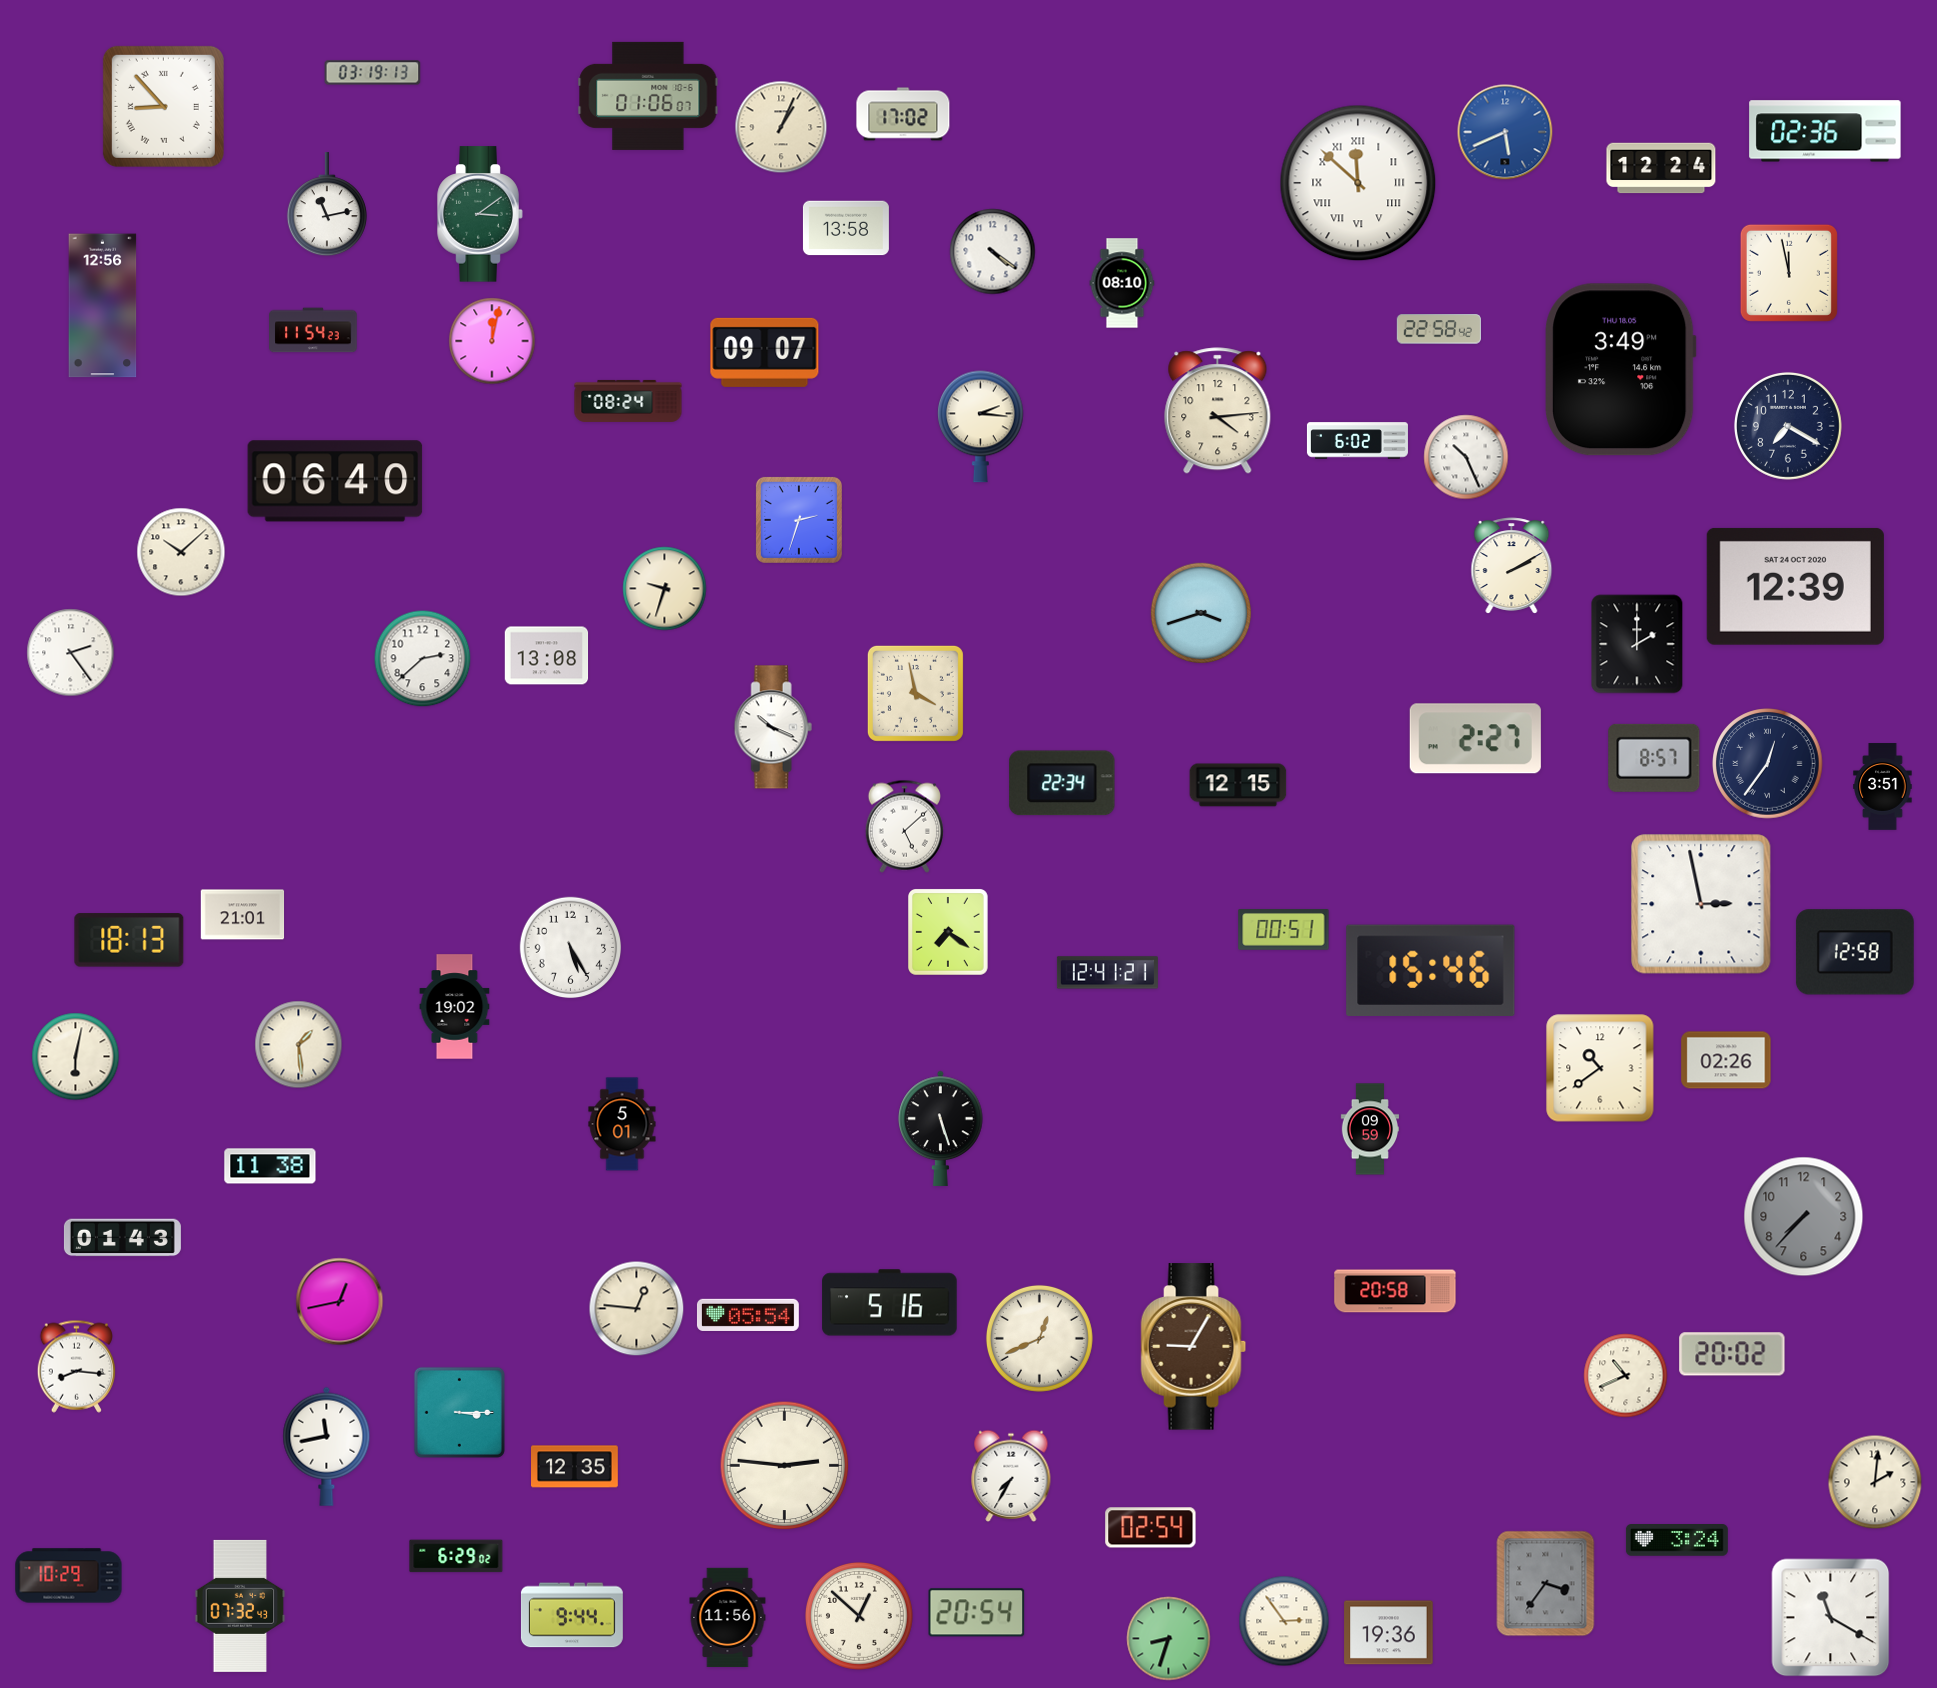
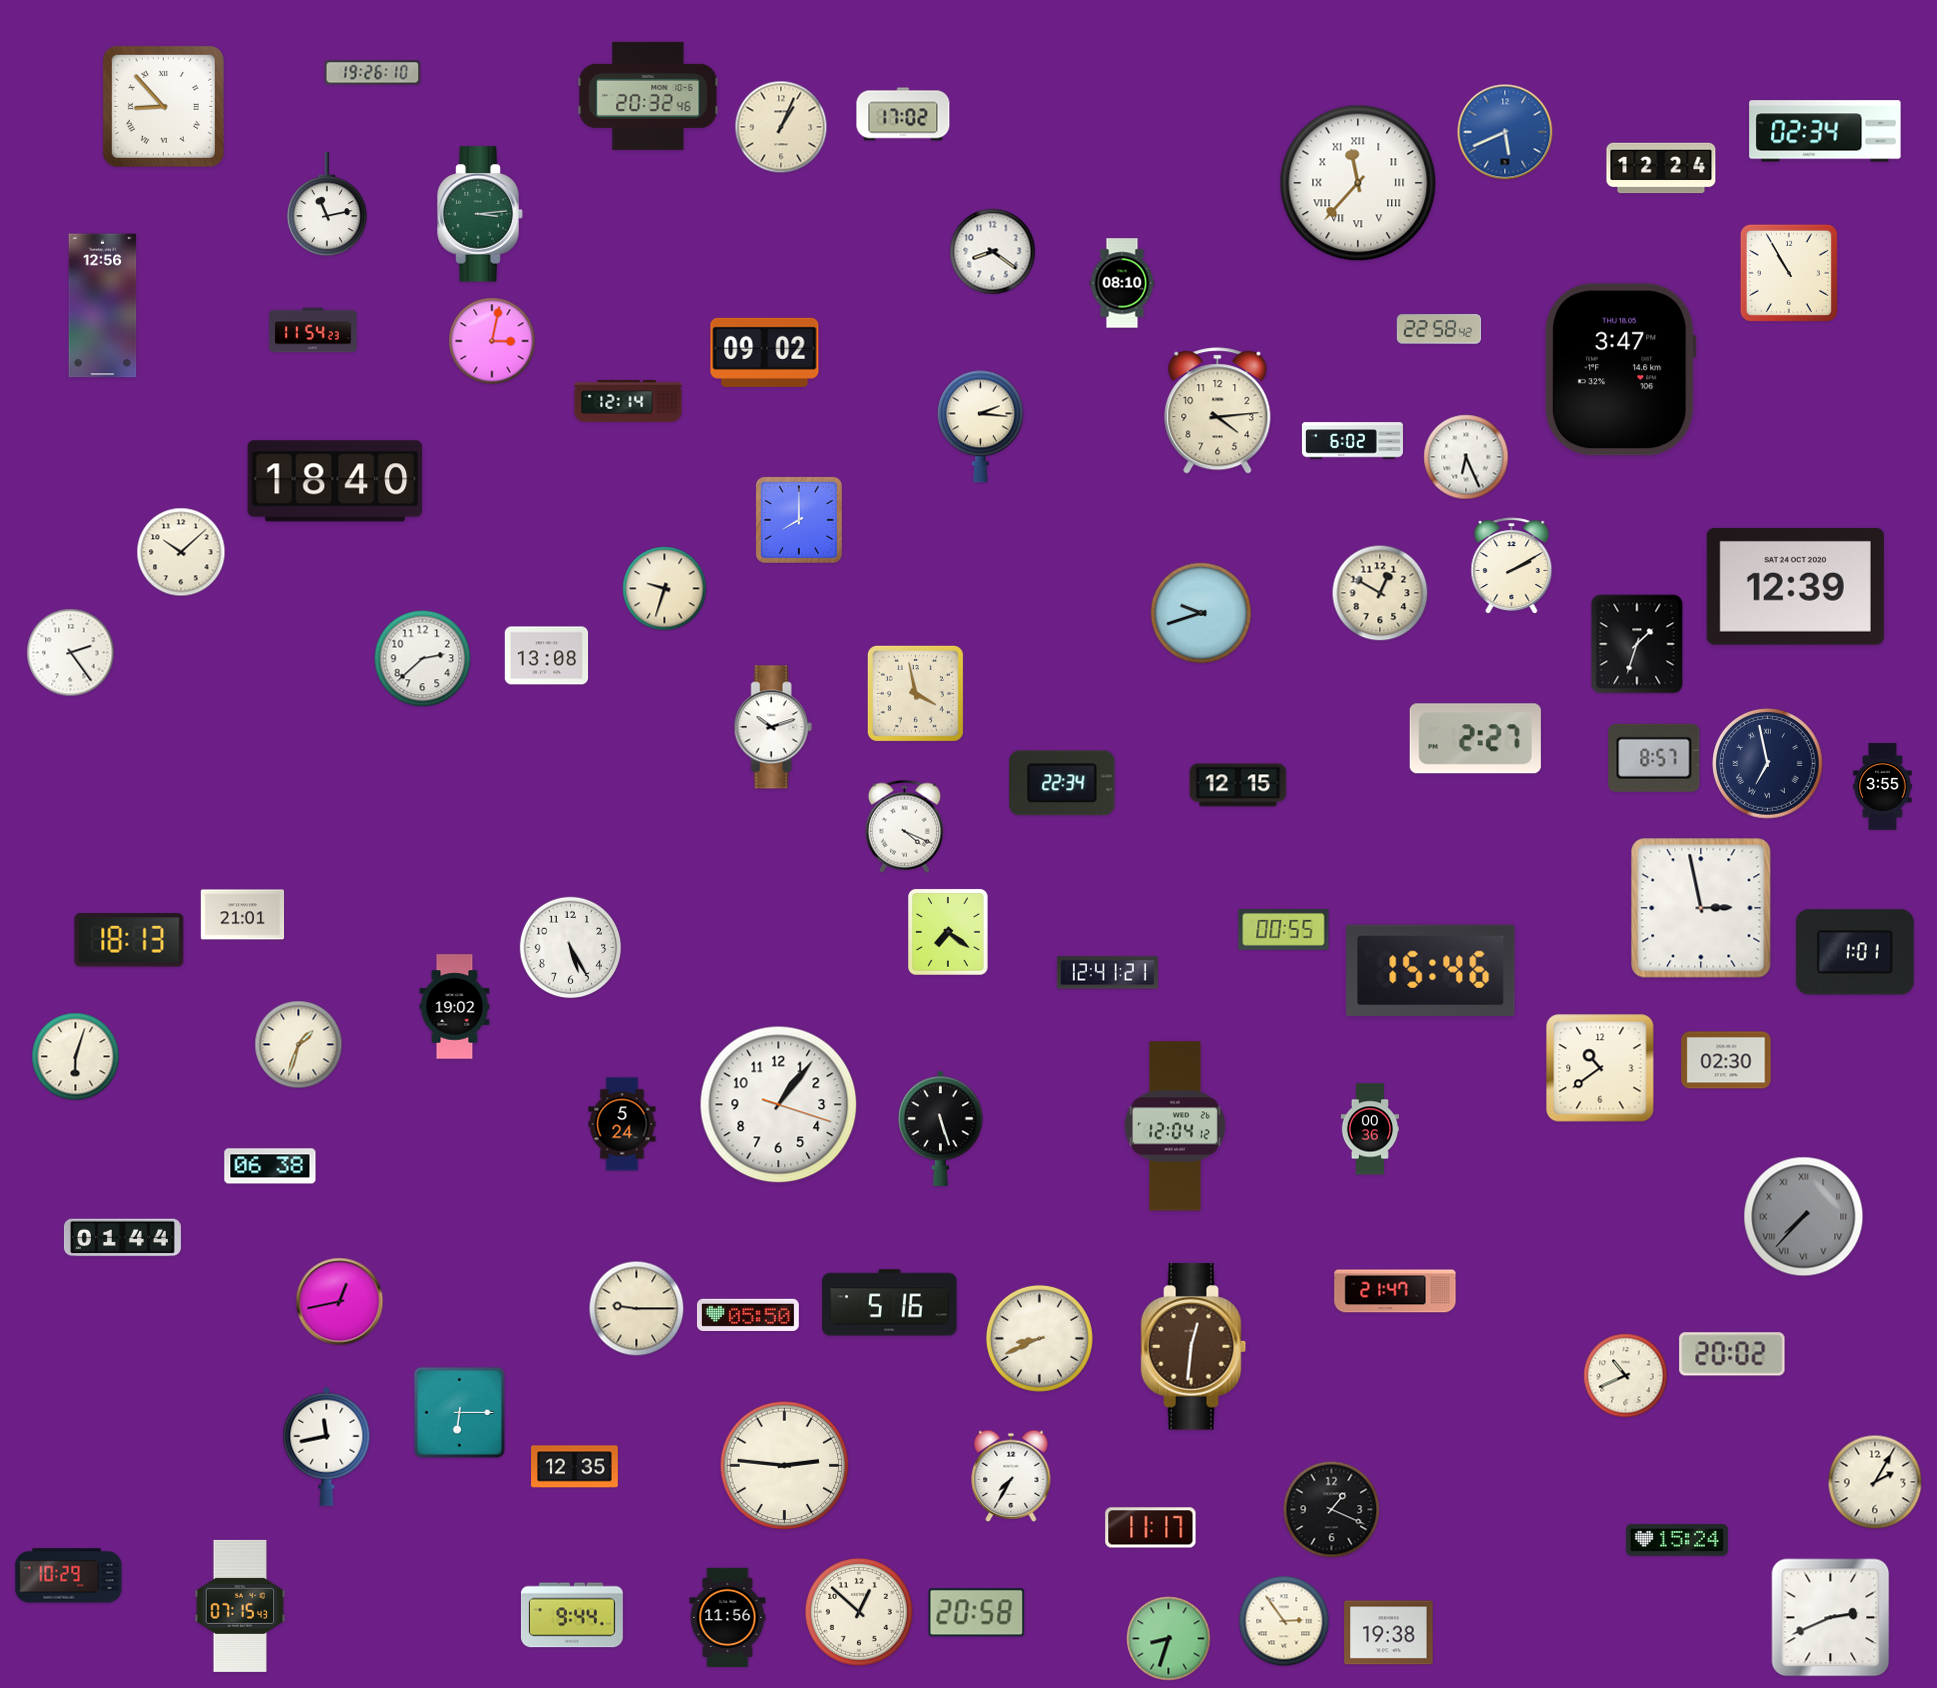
clock at (373, 73): 03:19 -> 19:26
clock at (648, 96): 01:06 -> 20:32
clock at (1825, 131): 02:36 -> 02:34
clock at (1358, 183): 11:52 -> 11:37
clock at (480, 214): 3:09 -> 3:14
clock at (846, 228): 13:58 -> none
clock at (993, 252): 4:21 -> 8:21
clock at (1789, 273): 11:58 -> 10:55
clock at (492, 341): 12:02 -> 3:02
clock at (765, 352): 09:07 -> 09:02
clock at (1621, 370): 3:49 -> 3:47
clock at (628, 401): 08:24 -> 12:14
clock at (1788, 426): 7:20 -> none
clock at (1357, 441) position: (1357, 441) -> (1352, 441)
clock at (1466, 457): 10:26 -> 6:26
clock at (335, 481): 06:40 -> 18:40
clock at (799, 520): 2:33 -> 8:00
clock at (1380, 593): none -> 12:50
clock at (1201, 613): 3:42 -> 9:42
clock at (1637, 644): 2:00 -> 1:33
clock at (773, 727): 10:19 -> 10:12
clock at (1768, 764): 12:36 -> 6:58
clock at (1883, 787): 3:51 -> 3:55
clock at (904, 826): 5:08 -> 4:19
clock at (1701, 904) position: (1701, 904) -> (1701, 908)
clock at (1284, 930): 00:51 -> 00:55
clock at (1855, 952): 12:58 -> 1:01
clock at (299, 1045): 1:29 -> 1:33
clock at (76, 1057): 6:02 -> 6:03
clock at (1726, 1060): 02:26 -> 02:30
clock at (779, 1105): none -> 1:06
clock at (622, 1124): 5:01 -> 5:24
clock at (1175, 1126): none -> 12:04
clock at (1369, 1129): 09:59 -> 00:36
clock at (270, 1166): 11:38 -> 06:38
clock at (1804, 1217) numerals: Arabic -> Roman
clock at (122, 1238): 01:43 -> 01:44
clock at (1395, 1291): 20:58 -> 21:47
clock at (637, 1309): 12:46 -> 9:15
clock at (748, 1314): 05:54 -> 05:50
clock at (1039, 1338): 12:41 -> 8:41
clock at (1194, 1347): 9:05 -> 12:31
clock at (76, 1366): 8:16 -> none
clock at (459, 1412): 3:15 -> 6:15
clock at (1875, 1482): 2:01 -> 2:05
clock at (1332, 1510): none -> 1:19
clock at (1151, 1528): 02:54 -> 11:17
clock at (1677, 1540): 3:24 -> 15:24
clock at (456, 1556): 6:29 -> none
clock at (1546, 1584): 3:36 -> none
clock at (240, 1606): 07:32 -> 07:15
clock at (977, 1613): 20:54 -> 20:58
clock at (859, 1616) position: (859, 1616) -> (859, 1612)
clock at (1831, 1618): 11:20 -> 2:41
clock at (1389, 1633): 19:36 -> 19:38
